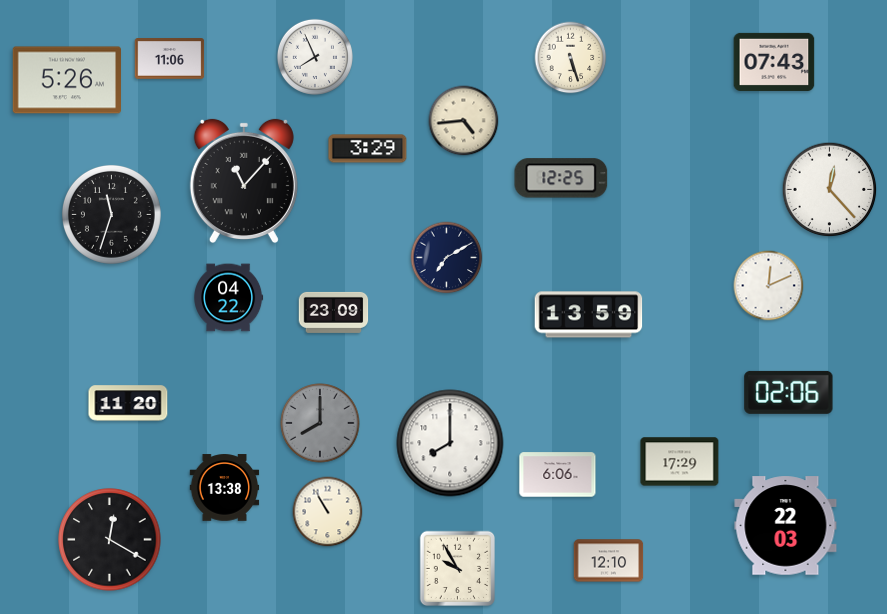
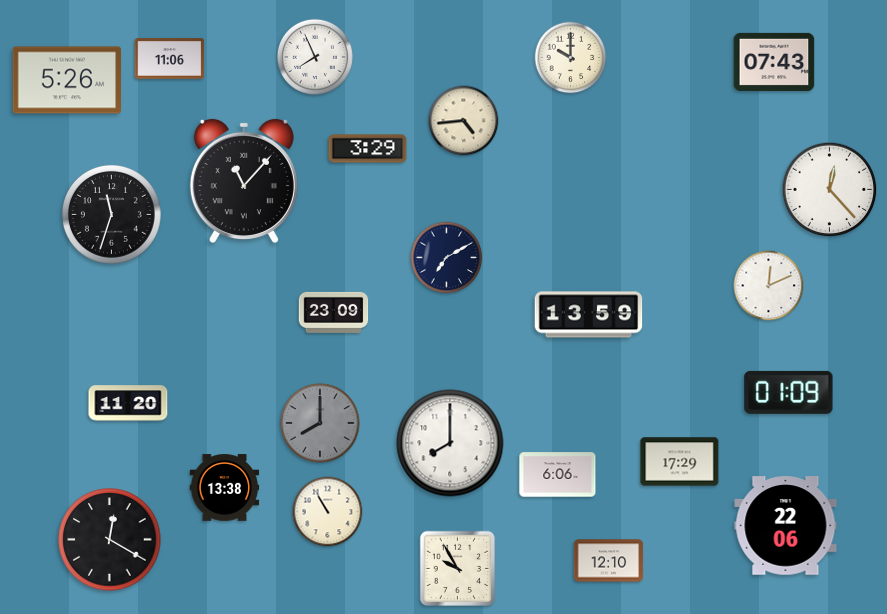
clock at (571, 58): 5:27 -> 10:00
clock at (561, 178): 12:25 -> none
clock at (229, 298): 04:22 -> none
clock at (789, 392): 02:06 -> 01:09
clock at (786, 526): 22:03 -> 22:06
